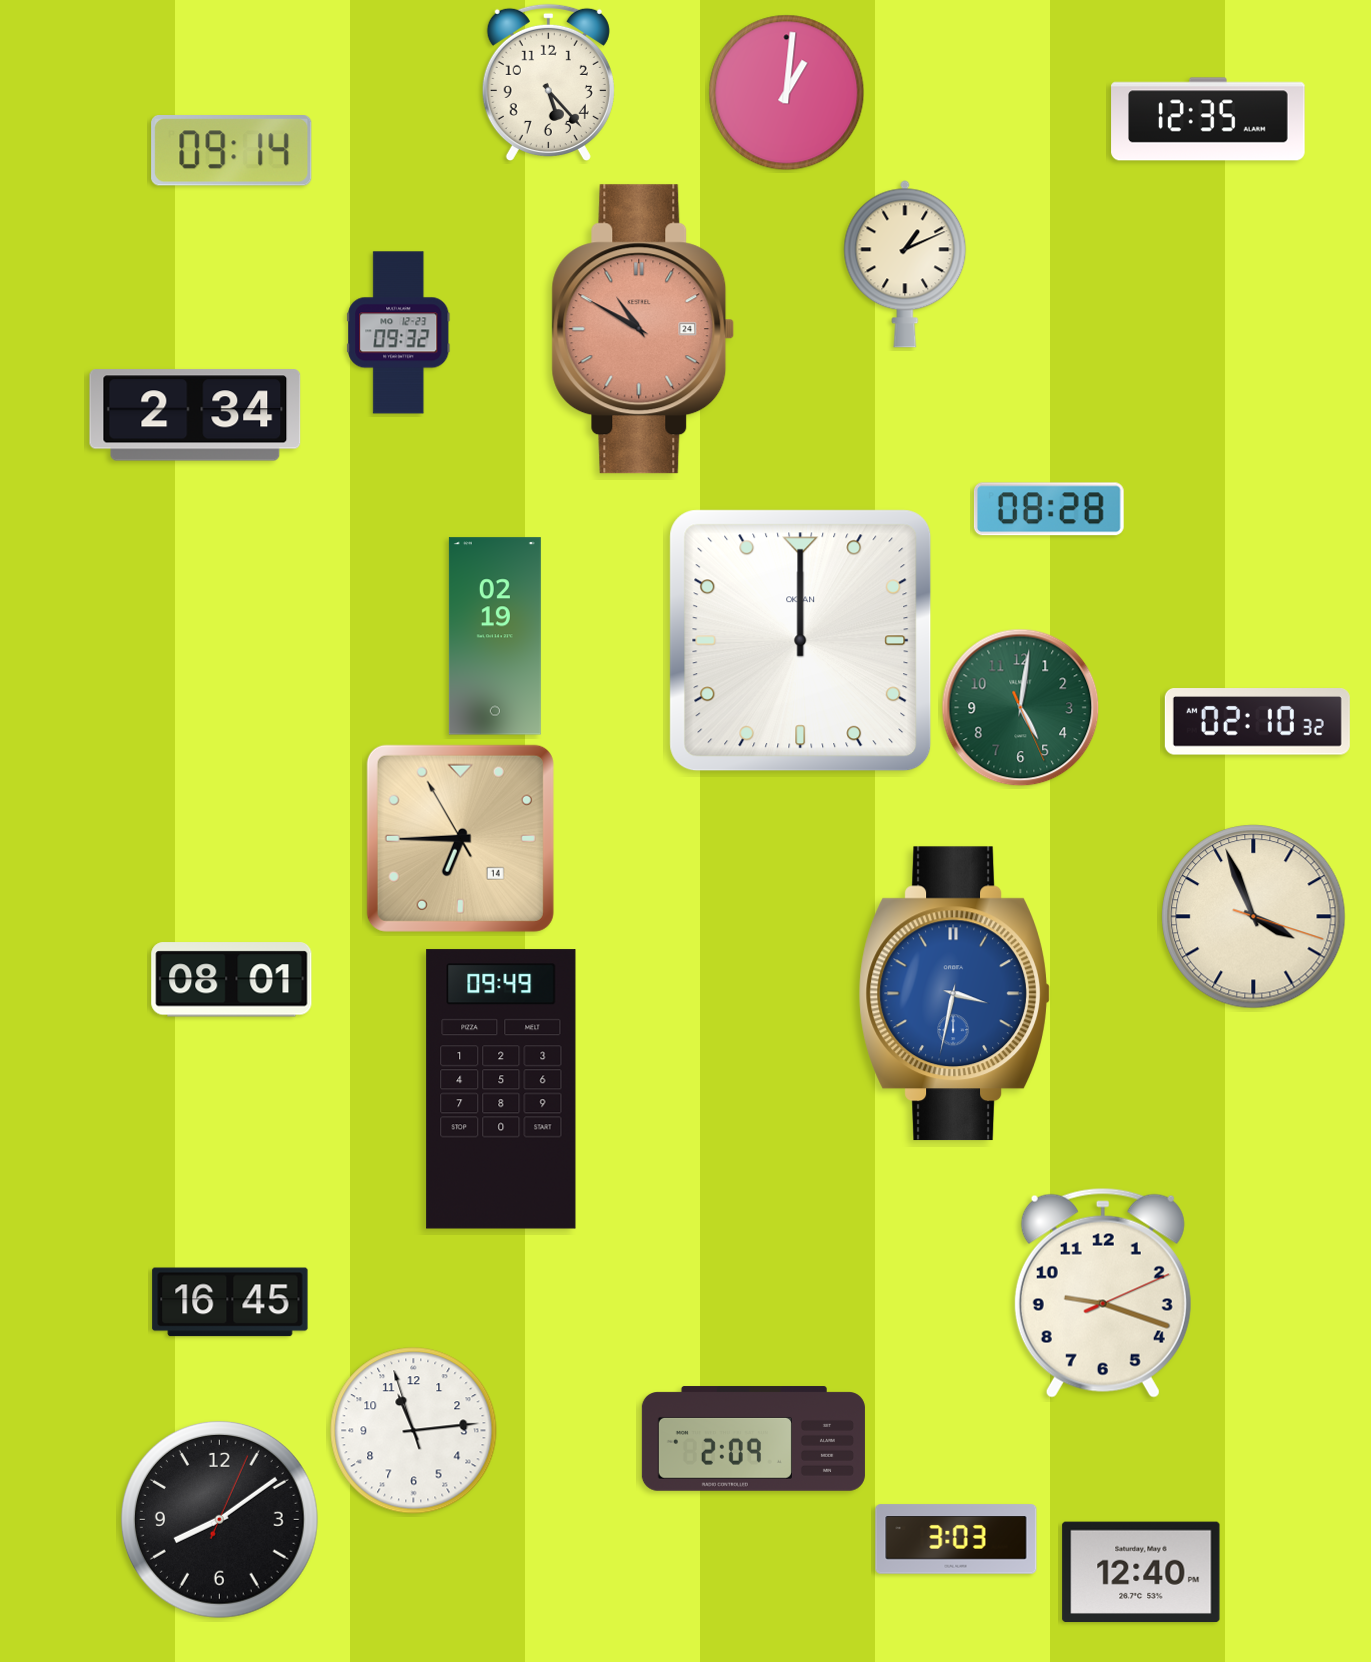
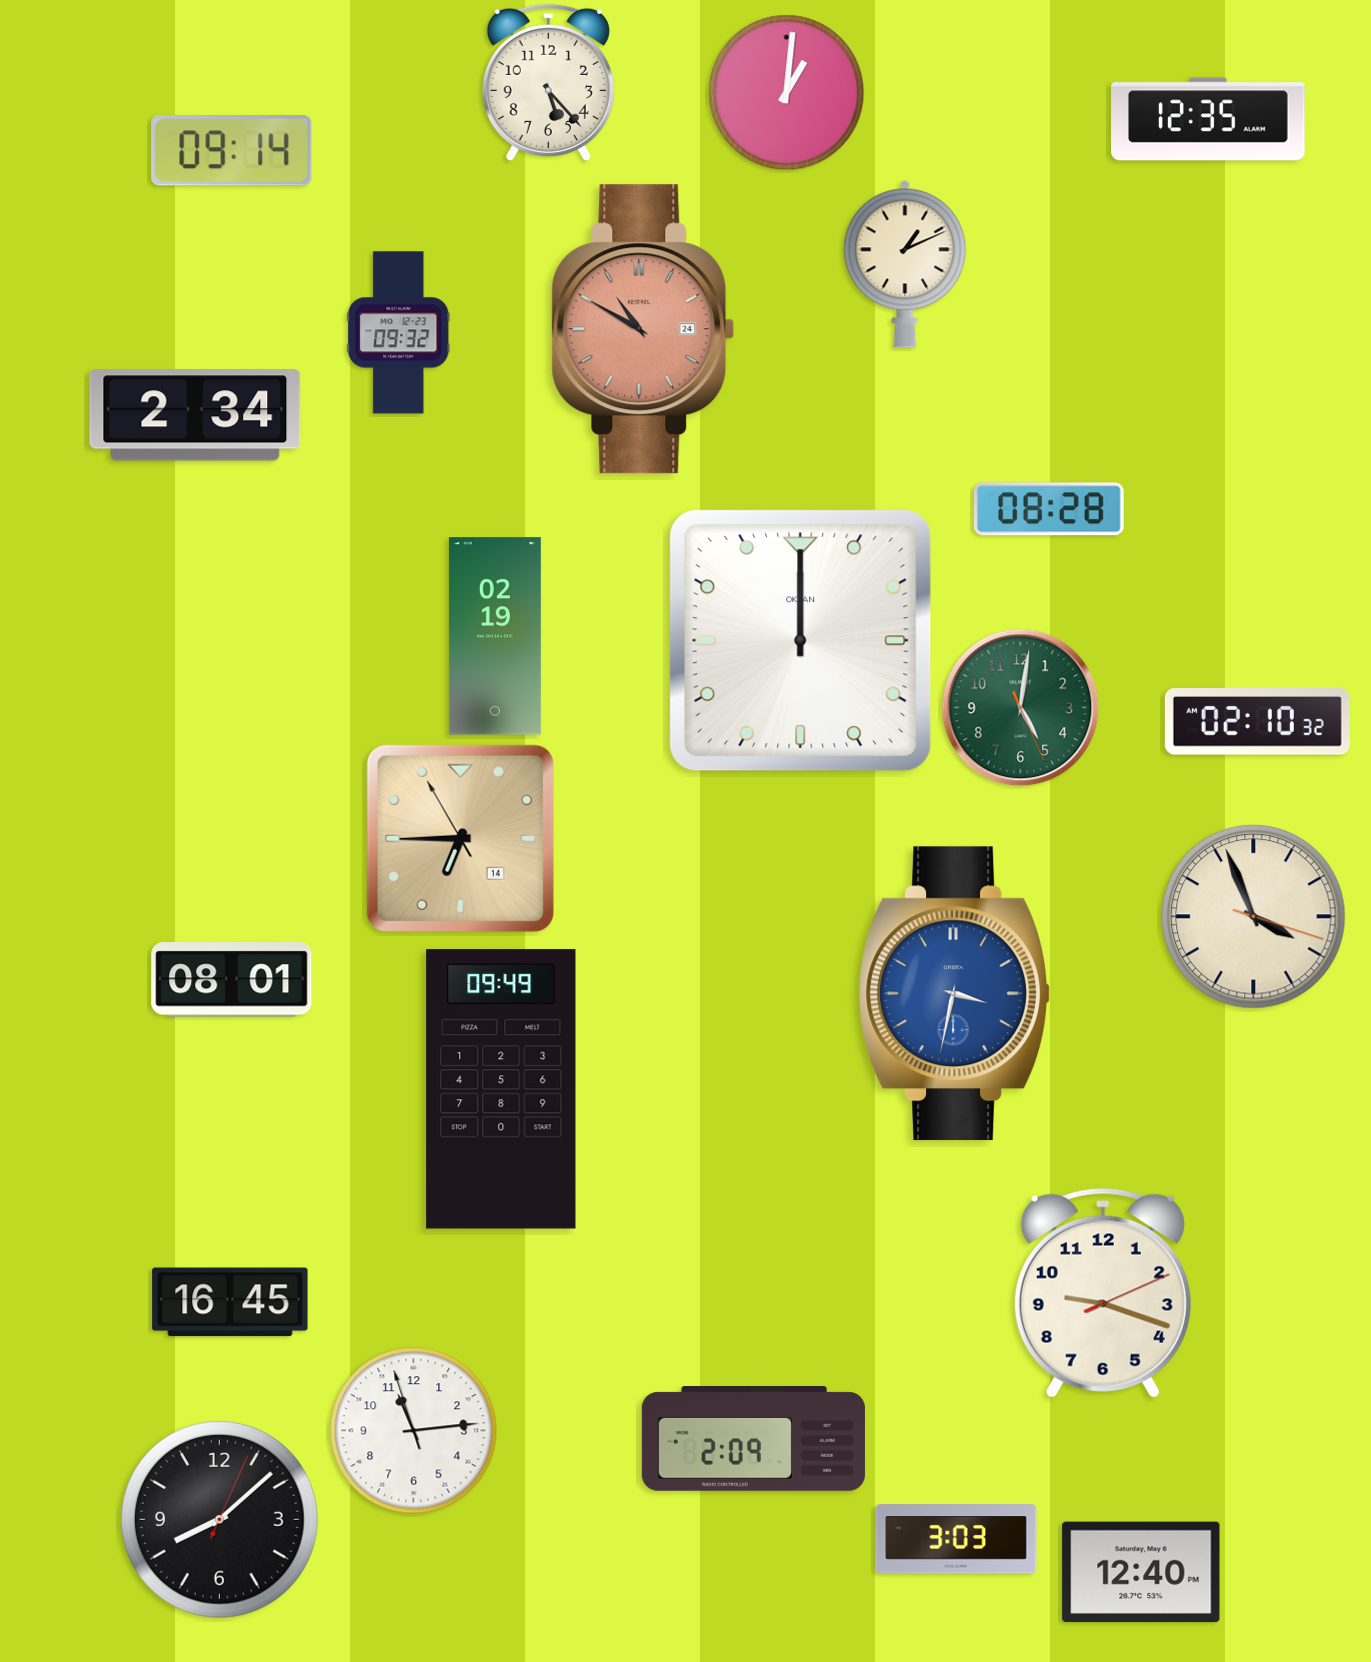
clock at (219, 1519): 8:09 -> 8:08
